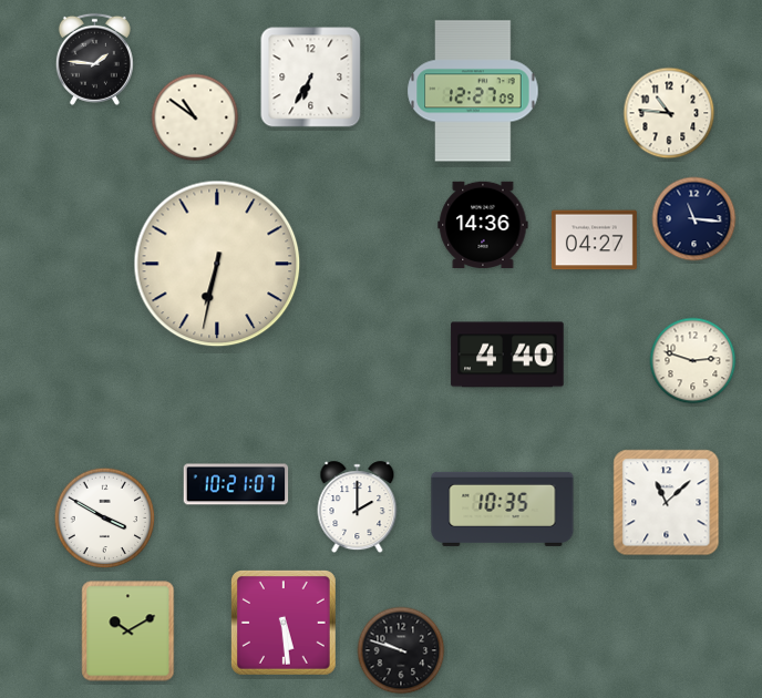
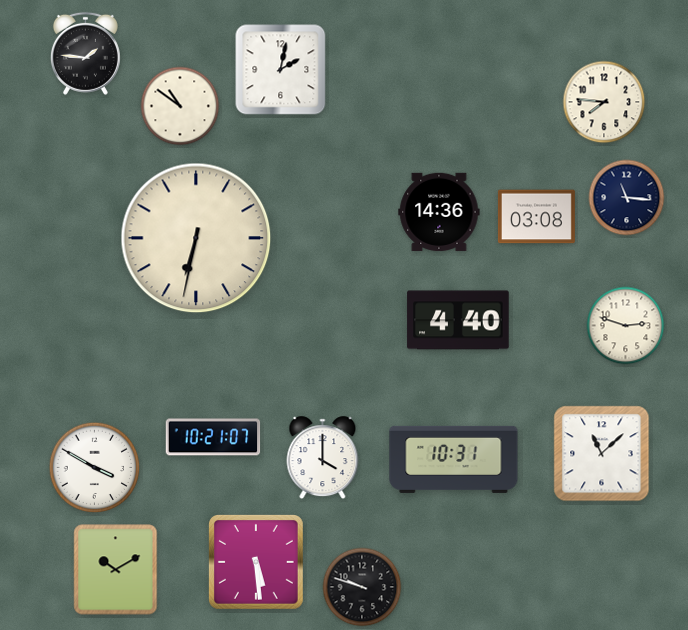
clock at (311, 78): 6:35 -> 2:02
clock at (473, 91): 12:27 -> none
clock at (669, 113): 10:46 -> 7:46
clock at (195, 117) position: (195, 117) -> (180, 106)
clock at (483, 225) position: (483, 225) -> (439, 212)
clock at (594, 240): 04:27 -> 03:08
clock at (358, 507): 2:00 -> 4:00
clock at (503, 509): 10:35 -> 10:31
